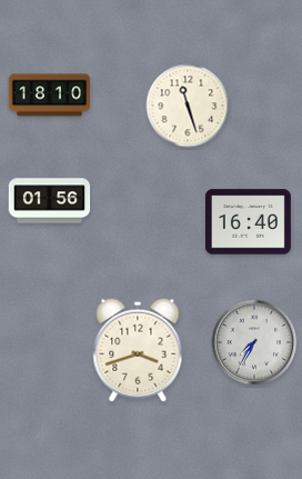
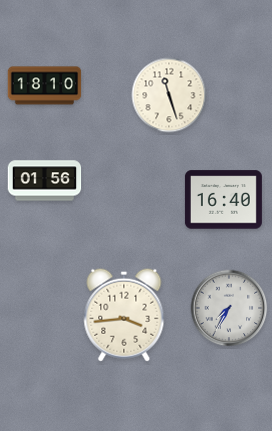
clock at (138, 350): 3:42 -> 3:44
